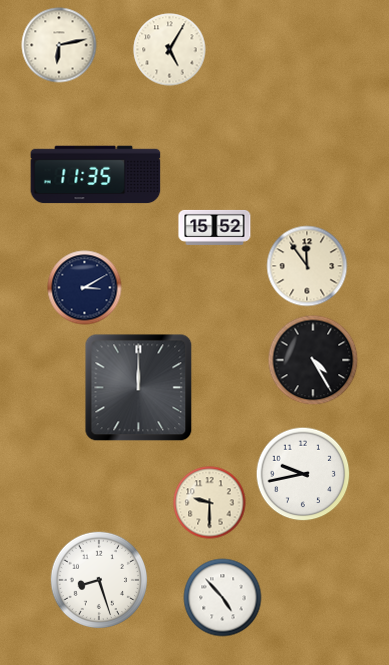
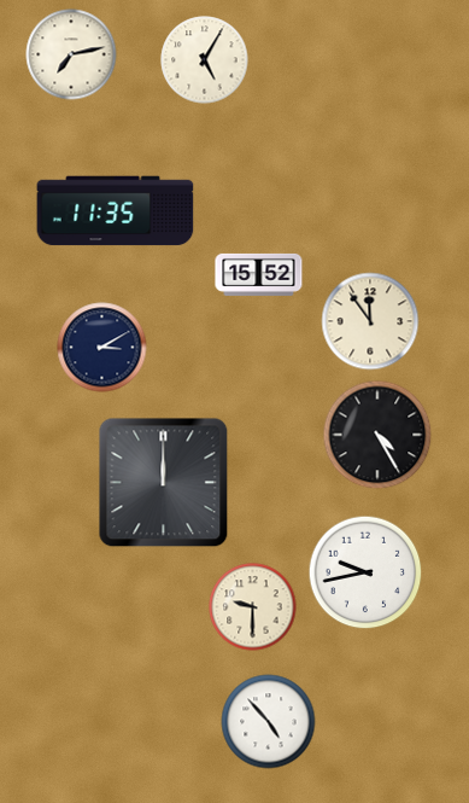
clock at (59, 45): 6:13 -> 7:13
clock at (139, 388) position: (139, 388) -> (164, 483)
clock at (99, 580): 8:27 -> none
